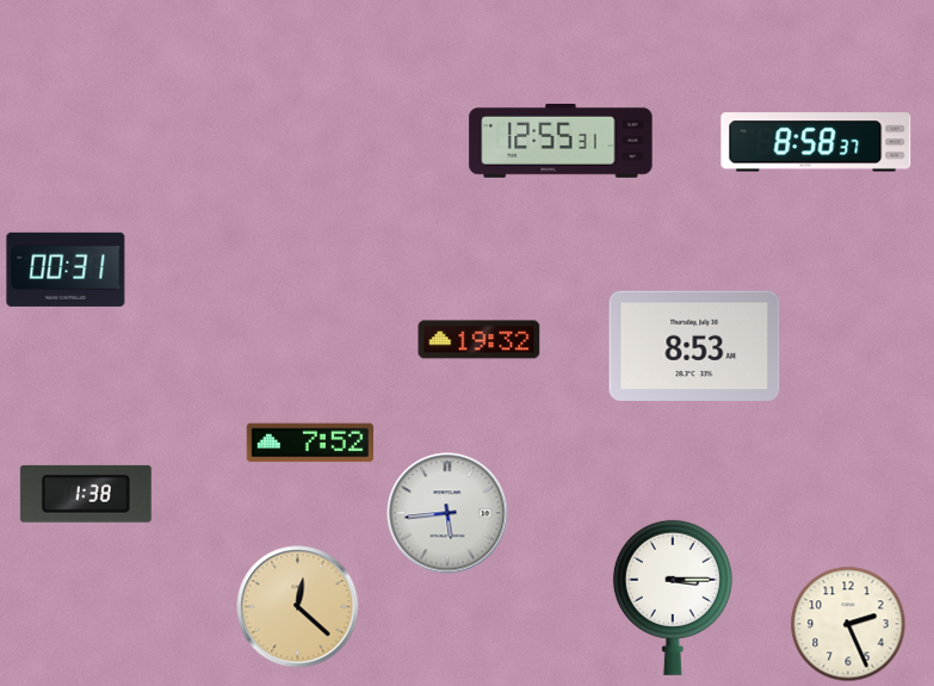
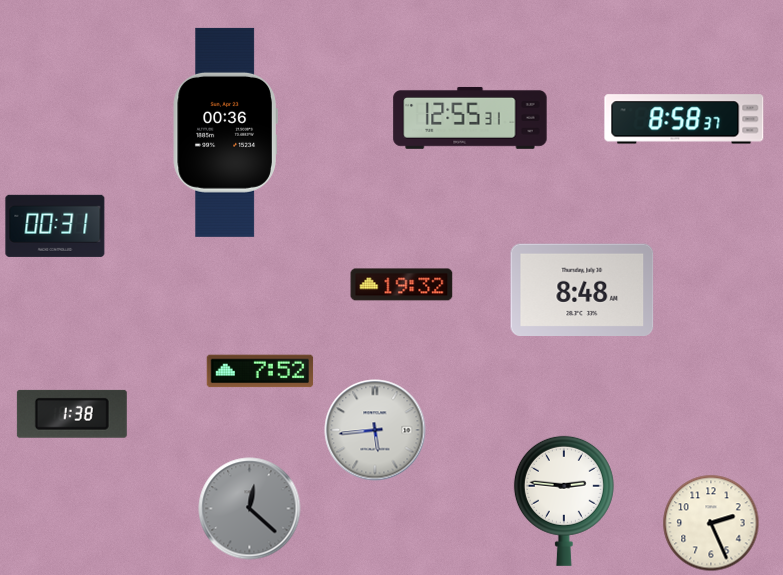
clock at (225, 132): none -> 00:36
clock at (694, 345): 8:53 -> 8:48
clock at (673, 598): 3:15 -> 2:46
clock at (298, 607) dial: champagne -> grey
